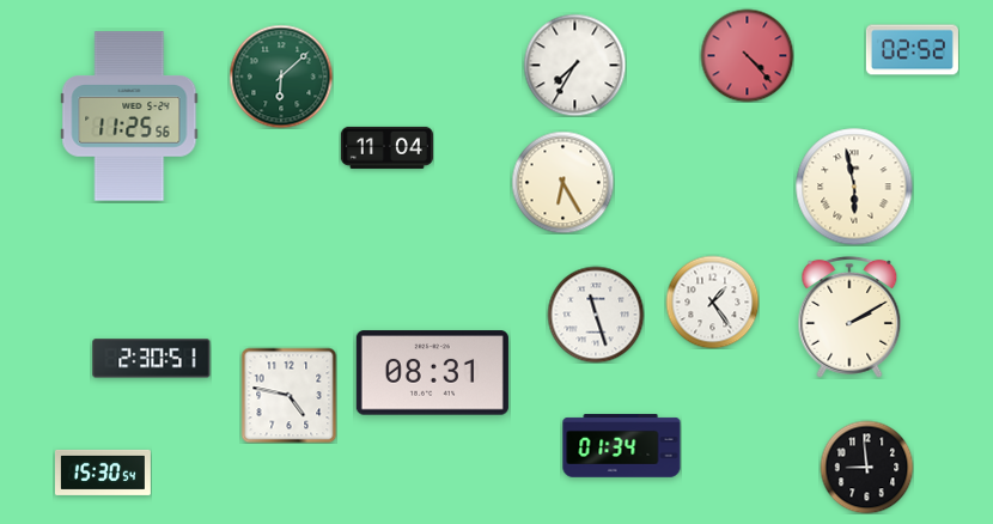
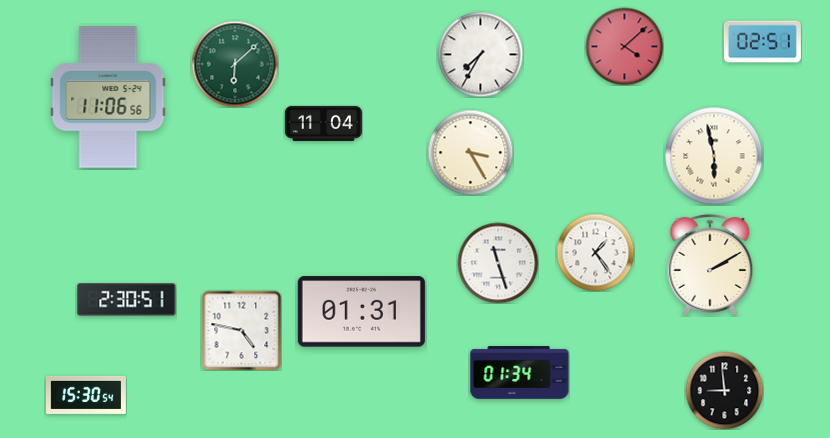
clock at (912, 50): 02:52 -> 02:51
clock at (747, 55): 4:23 -> 4:08
clock at (129, 116): 11:25 -> 11:06
clock at (562, 182): 6:25 -> 3:25
clock at (432, 373): 08:31 -> 01:31
